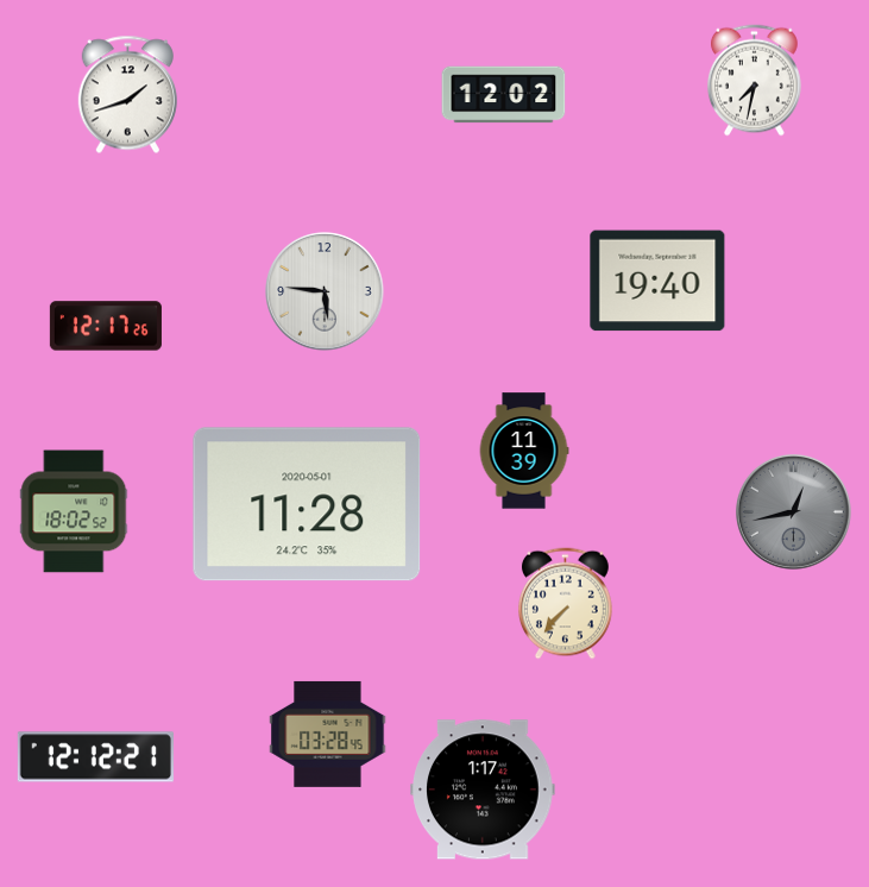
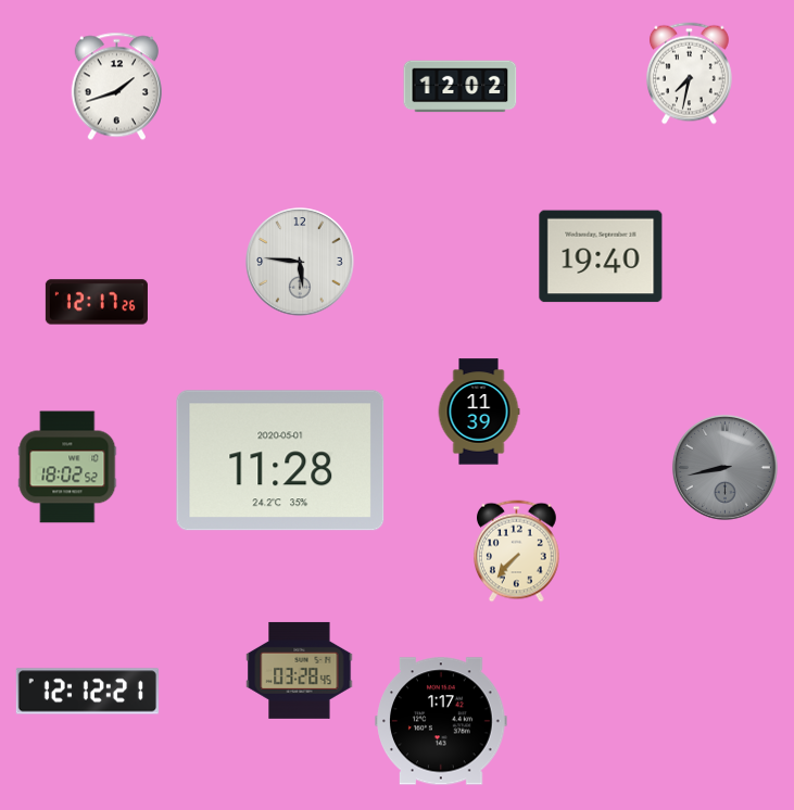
clock at (325, 291) position: (325, 291) -> (300, 262)
clock at (106, 326) position: (106, 326) -> (97, 302)
clock at (793, 511): 12:43 -> 8:43
